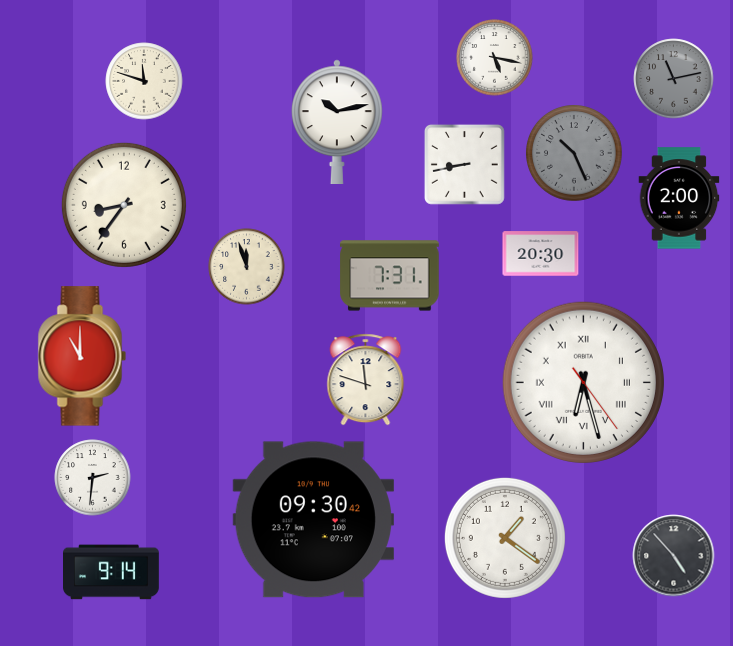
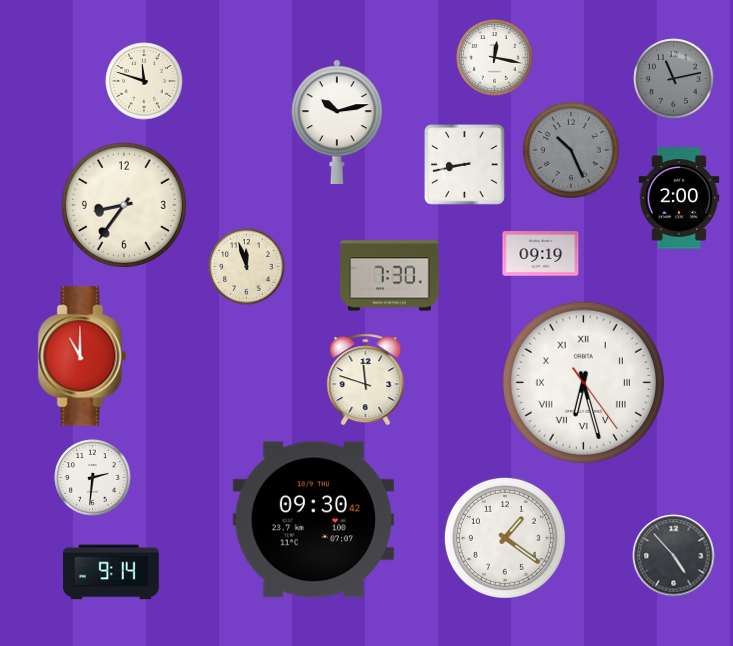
clock at (495, 58): 5:17 -> 12:17
clock at (575, 154) position: (575, 154) -> (572, 151)
clock at (541, 254): 20:30 -> 09:19
clock at (390, 276): 7:31 -> 7:30
